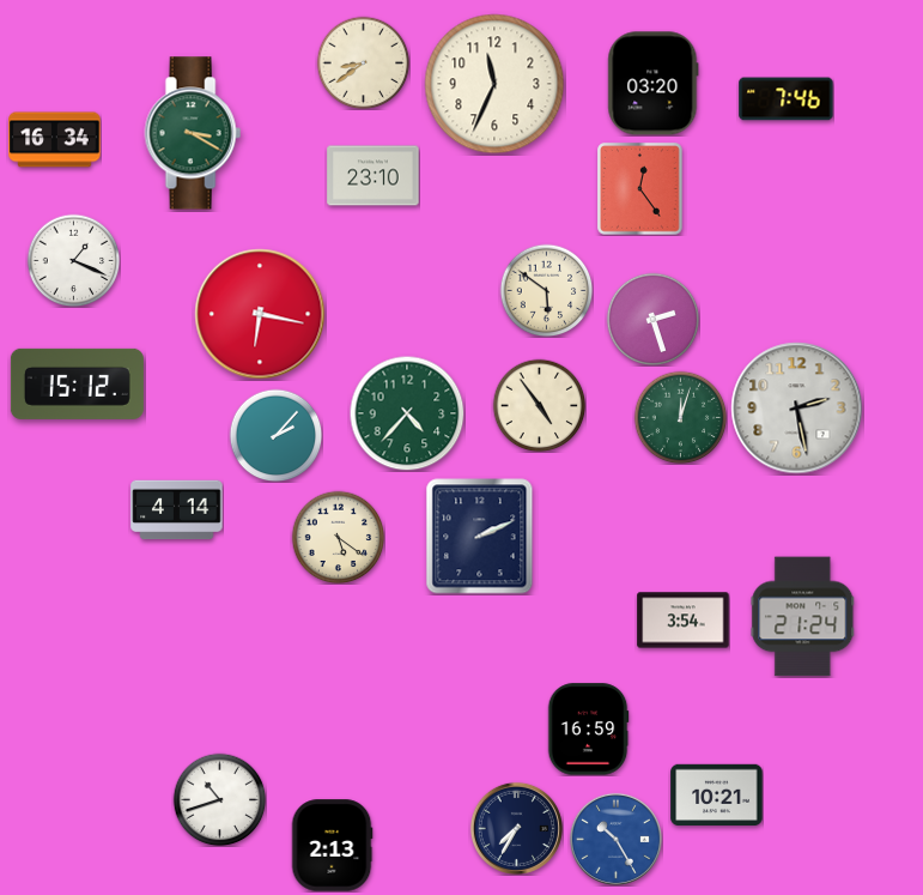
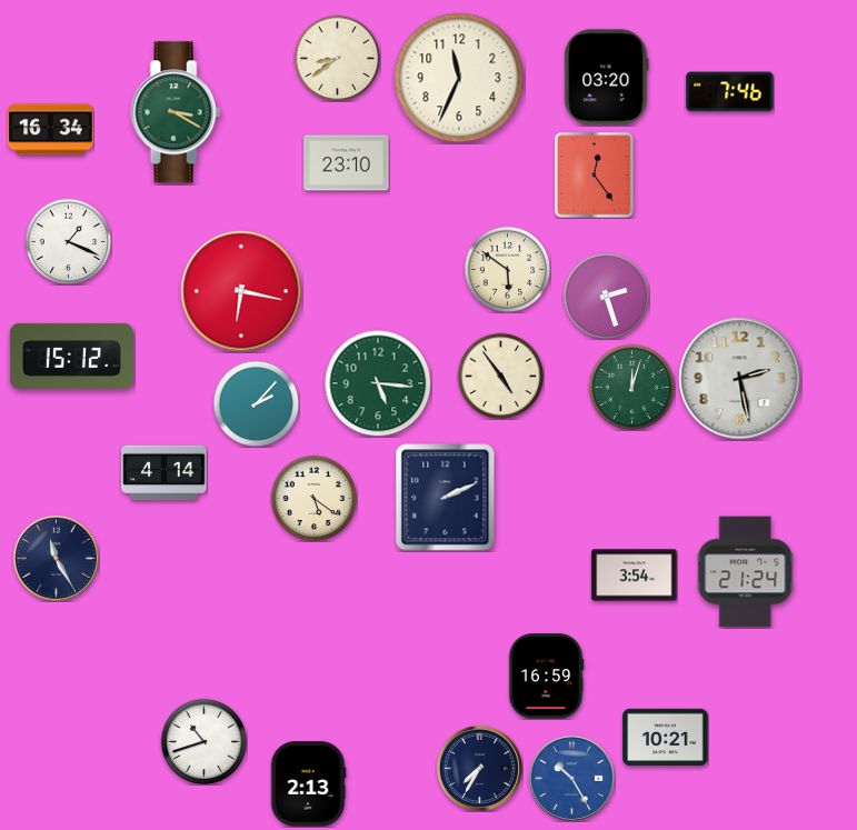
clock at (193, 133) position: (193, 133) -> (176, 112)
clock at (407, 413): 4:37 -> 5:16
clock at (56, 558): none -> 11:25
